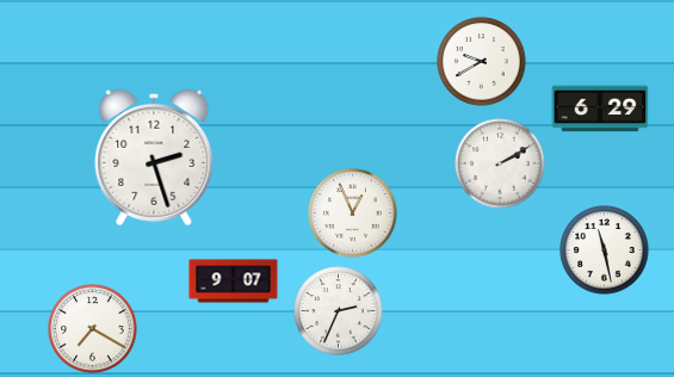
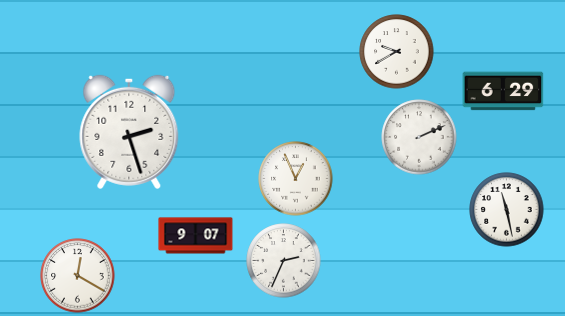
clock at (482, 62) position: (482, 62) -> (397, 52)
clock at (500, 163): 2:10 -> 2:11
clock at (93, 329): 7:20 -> 12:20
